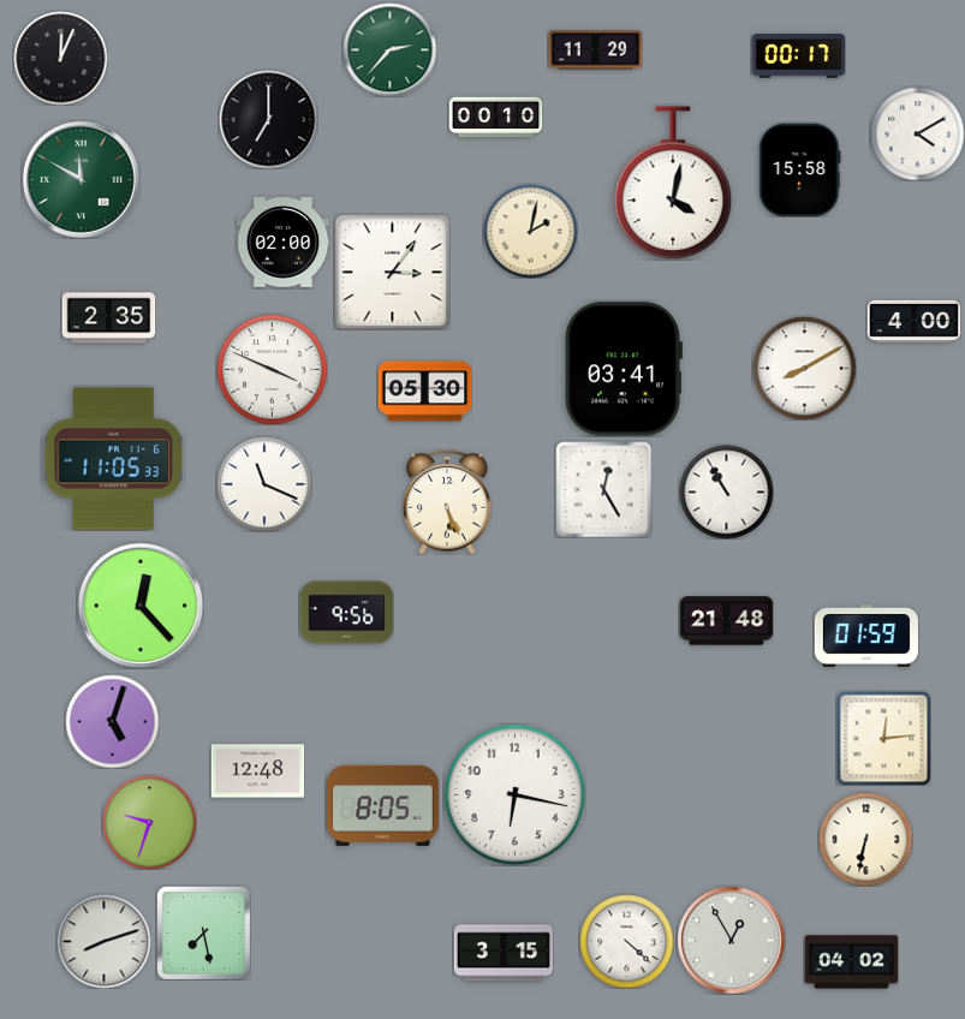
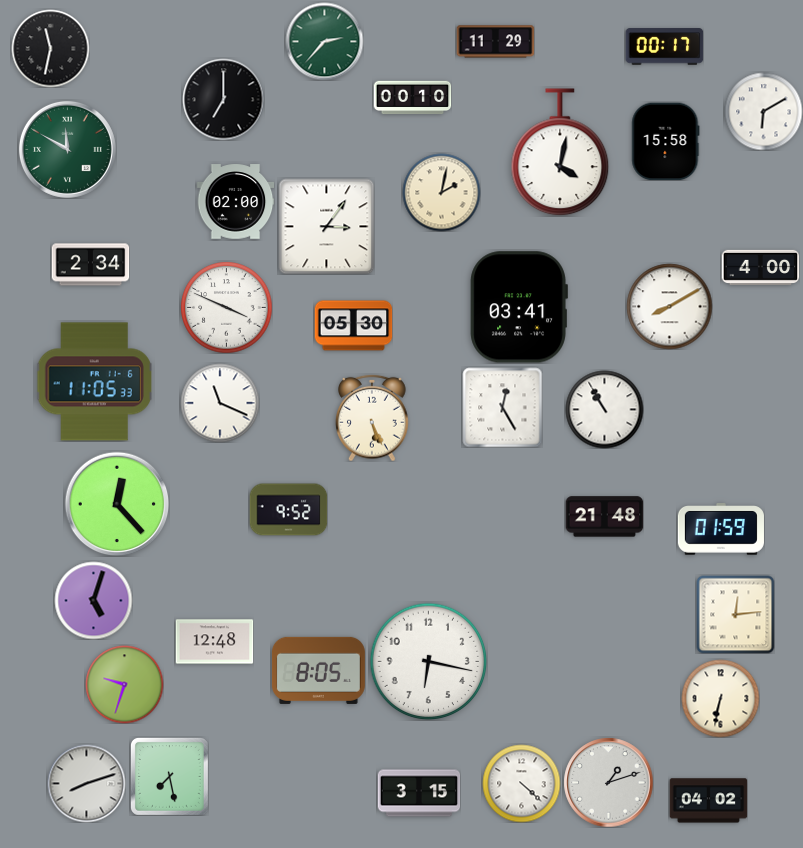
clock at (60, 58): 12:04 -> 11:32
clock at (917, 133): 4:10 -> 6:10
clock at (108, 318): 2:35 -> 2:34
clock at (346, 613): 9:56 -> 9:52
clock at (731, 940): 12:55 -> 1:12
